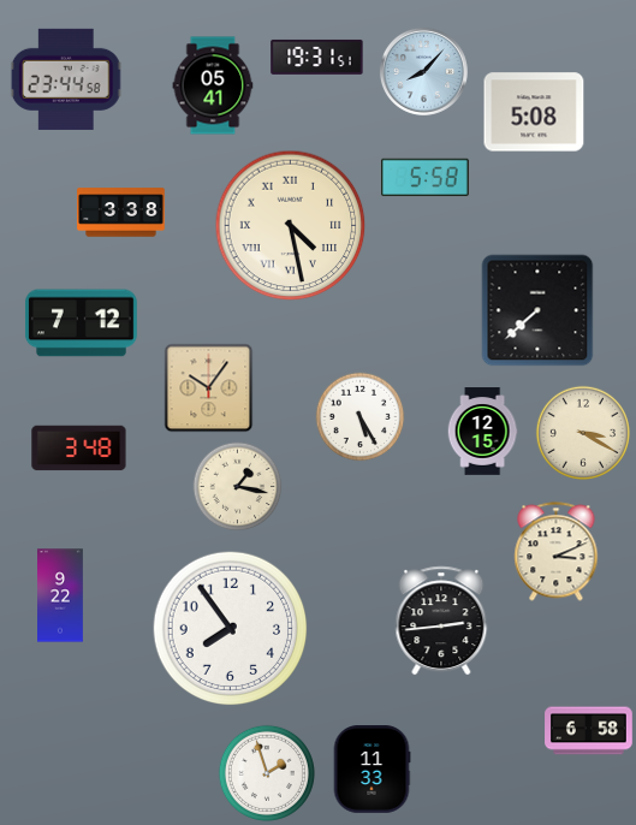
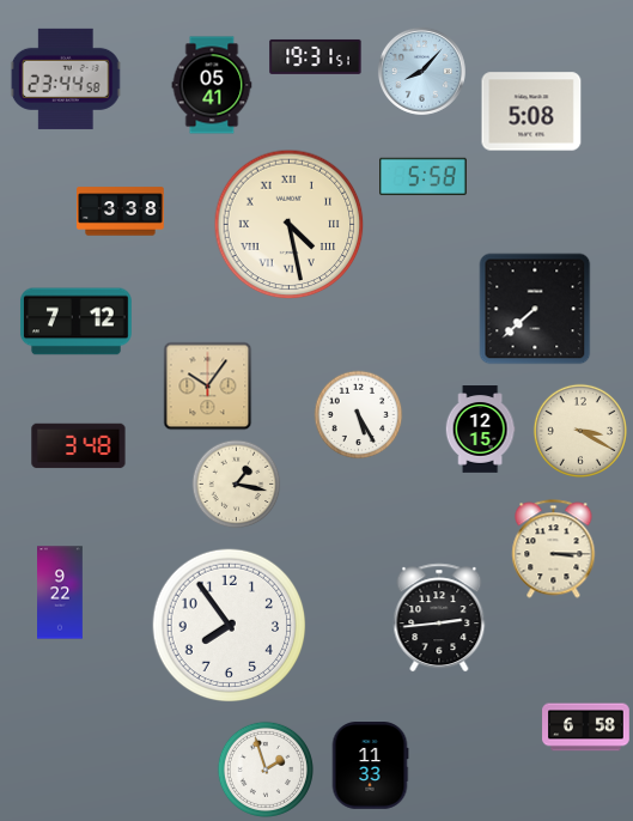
clock at (81, 324) position: (81, 324) -> (75, 322)
clock at (557, 552): 3:11 -> 3:15
